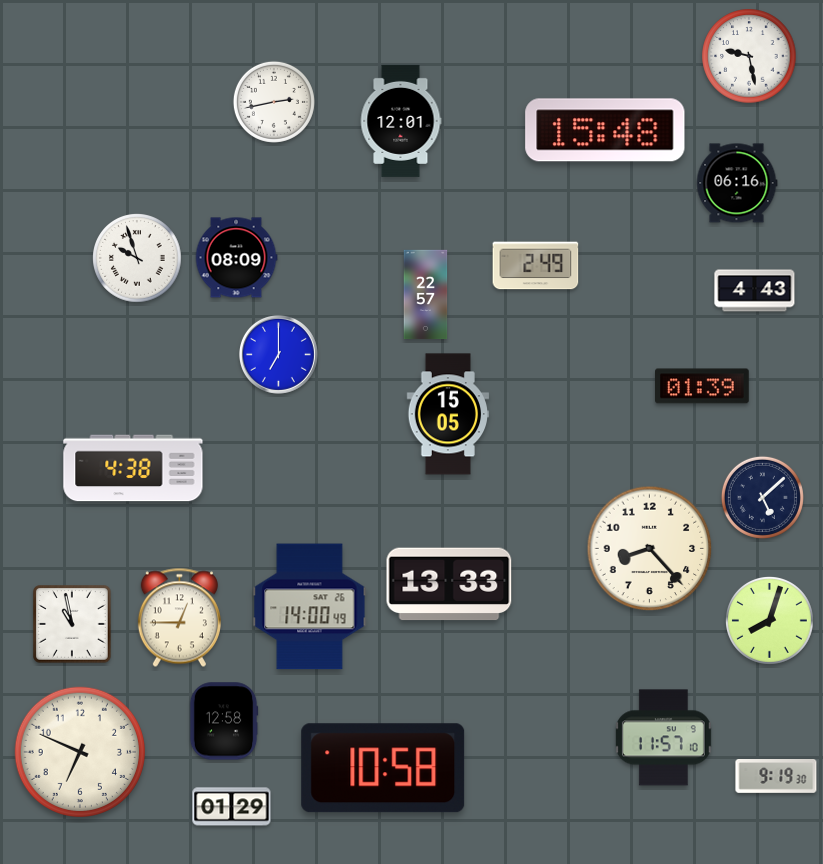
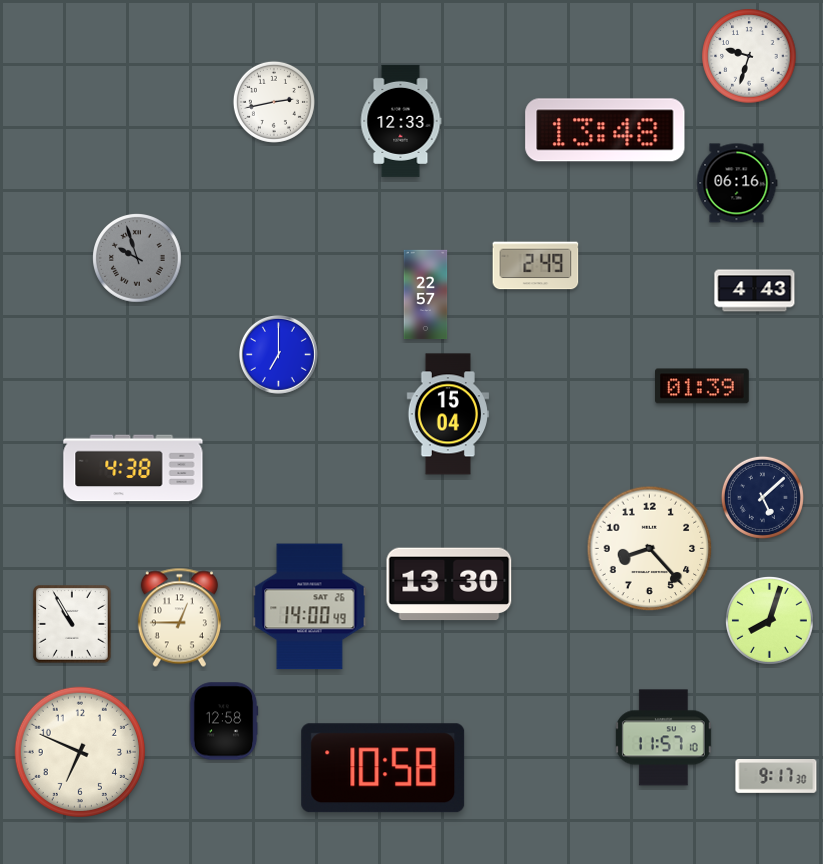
clock at (749, 56): 9:28 -> 9:33
clock at (401, 121): 12:01 -> 12:33
clock at (605, 130): 15:48 -> 13:48
clock at (236, 258): 08:09 -> none
clock at (138, 259) dial: white -> grey
clock at (448, 414): 15:05 -> 15:04
clock at (449, 584): 13:33 -> 13:30
clock at (73, 625): 10:58 -> 10:55
clock at (776, 777): 9:19 -> 9:17
clock at (232, 807): 01:29 -> none
